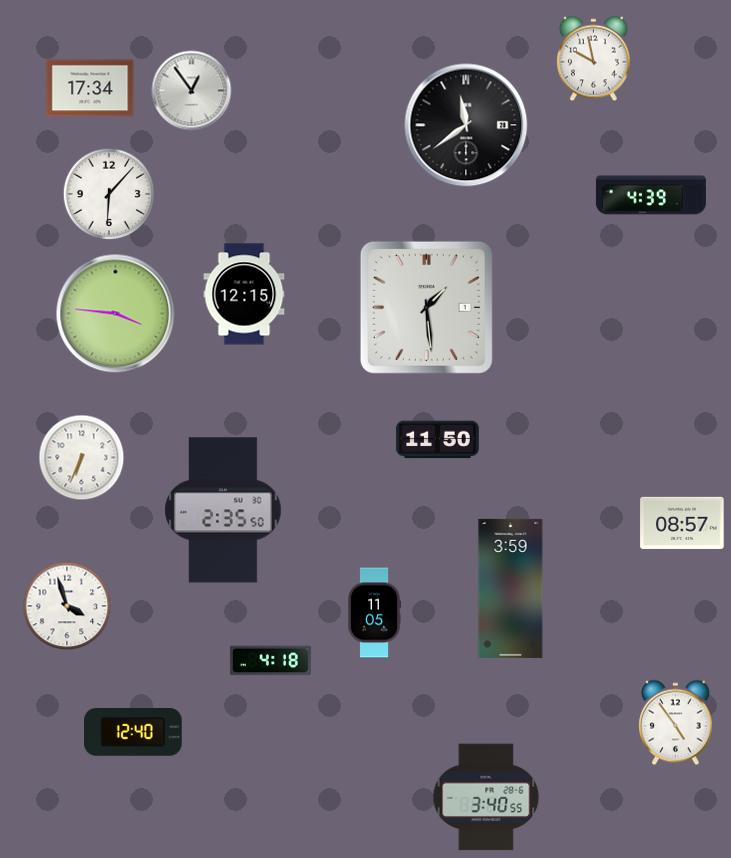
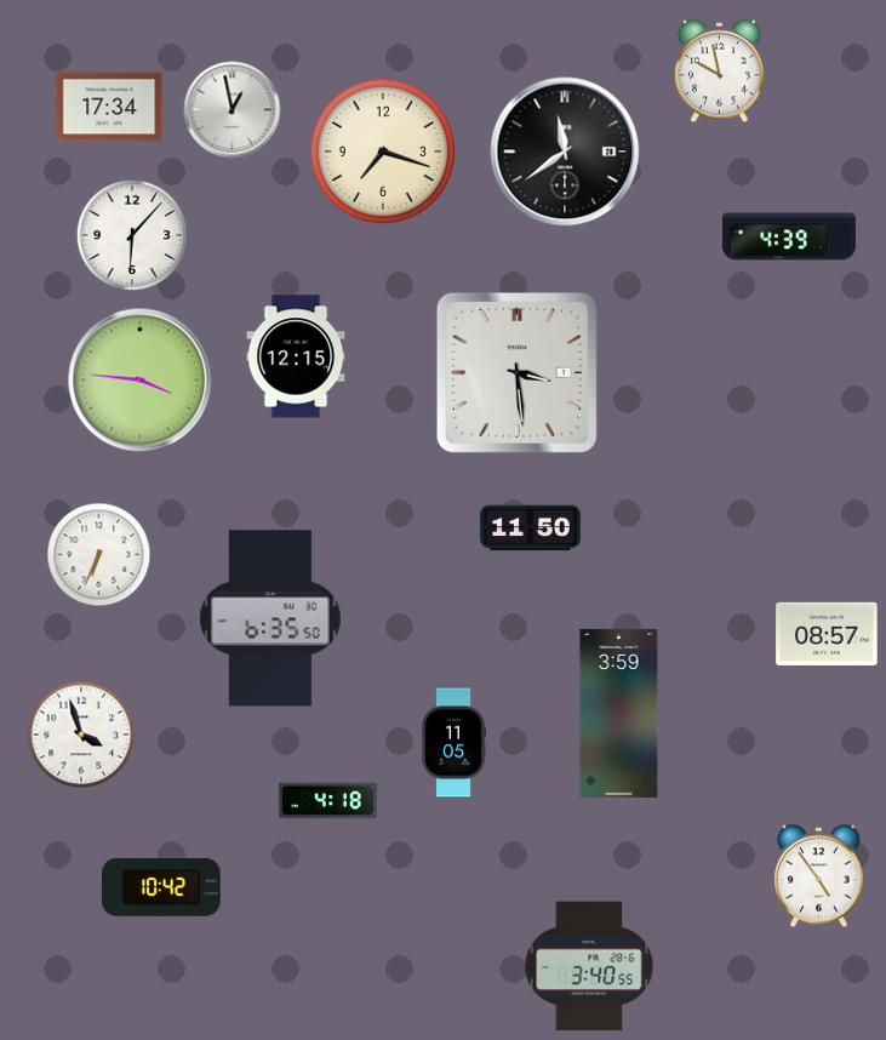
clock at (192, 91): 12:54 -> 12:58
clock at (383, 152): none -> 7:18
clock at (426, 307): 1:29 -> 3:29
clock at (438, 440) position: (438, 440) -> (531, 528)
clock at (223, 510): 2:35 -> 6:35
clock at (133, 733): 12:40 -> 10:42
